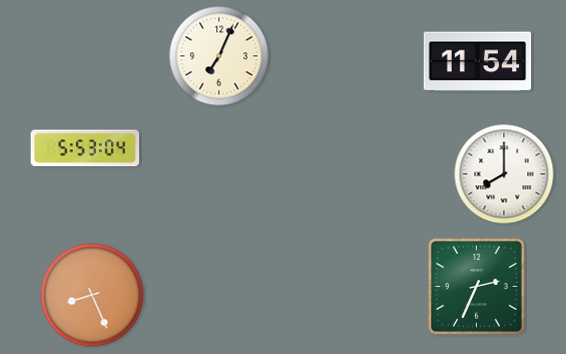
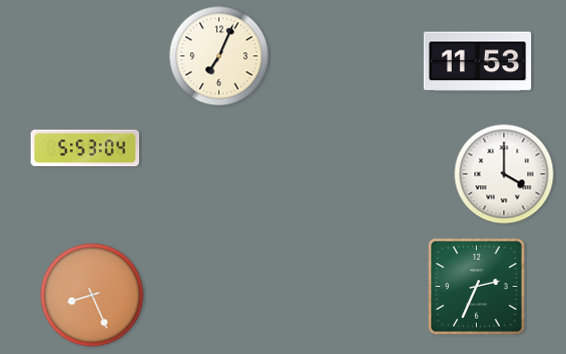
clock at (478, 62): 11:54 -> 11:53
clock at (504, 174): 8:00 -> 4:00
